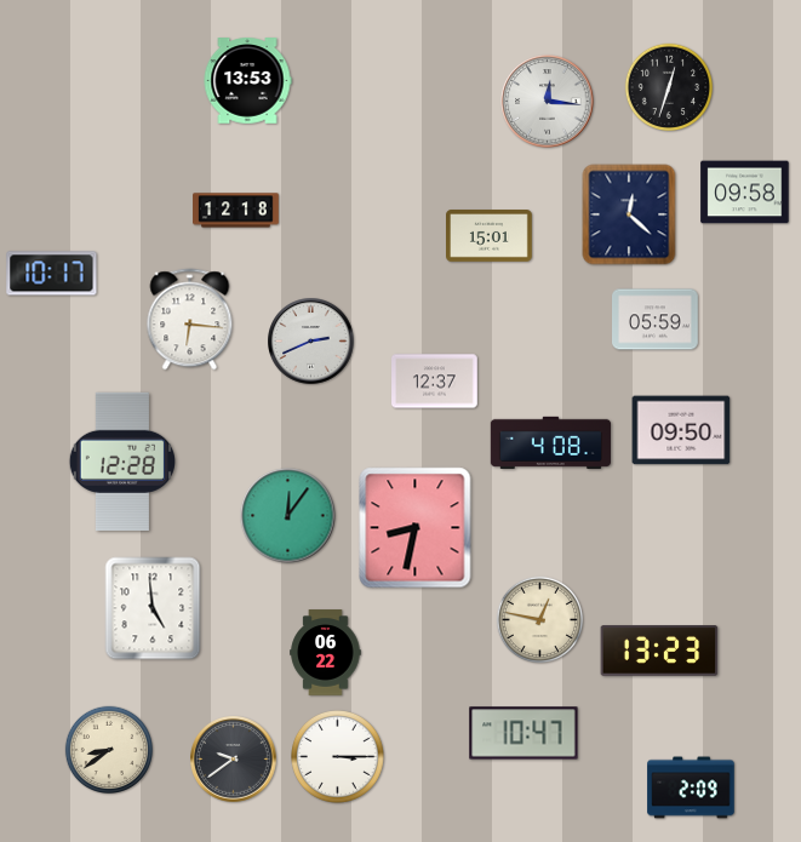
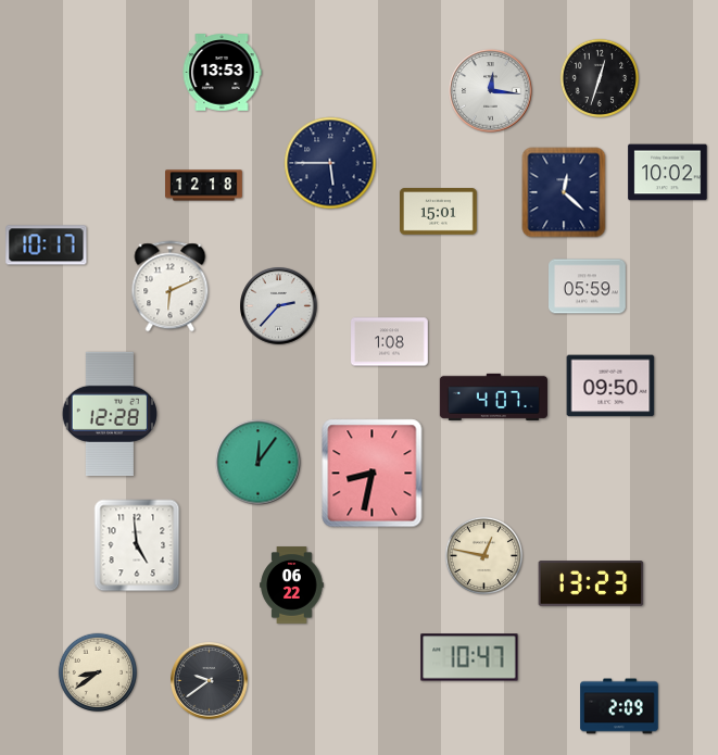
clock at (330, 163): none -> 5:45
clock at (745, 193): 09:58 -> 10:02
clock at (236, 211) position: (236, 211) -> (204, 186)
clock at (190, 320): 6:16 -> 6:11
clock at (311, 342): 2:41 -> 2:37
clock at (435, 382): 12:37 -> 1:08
clock at (550, 442): 4:08 -> 4:07
clock at (338, 757): 3:15 -> none
